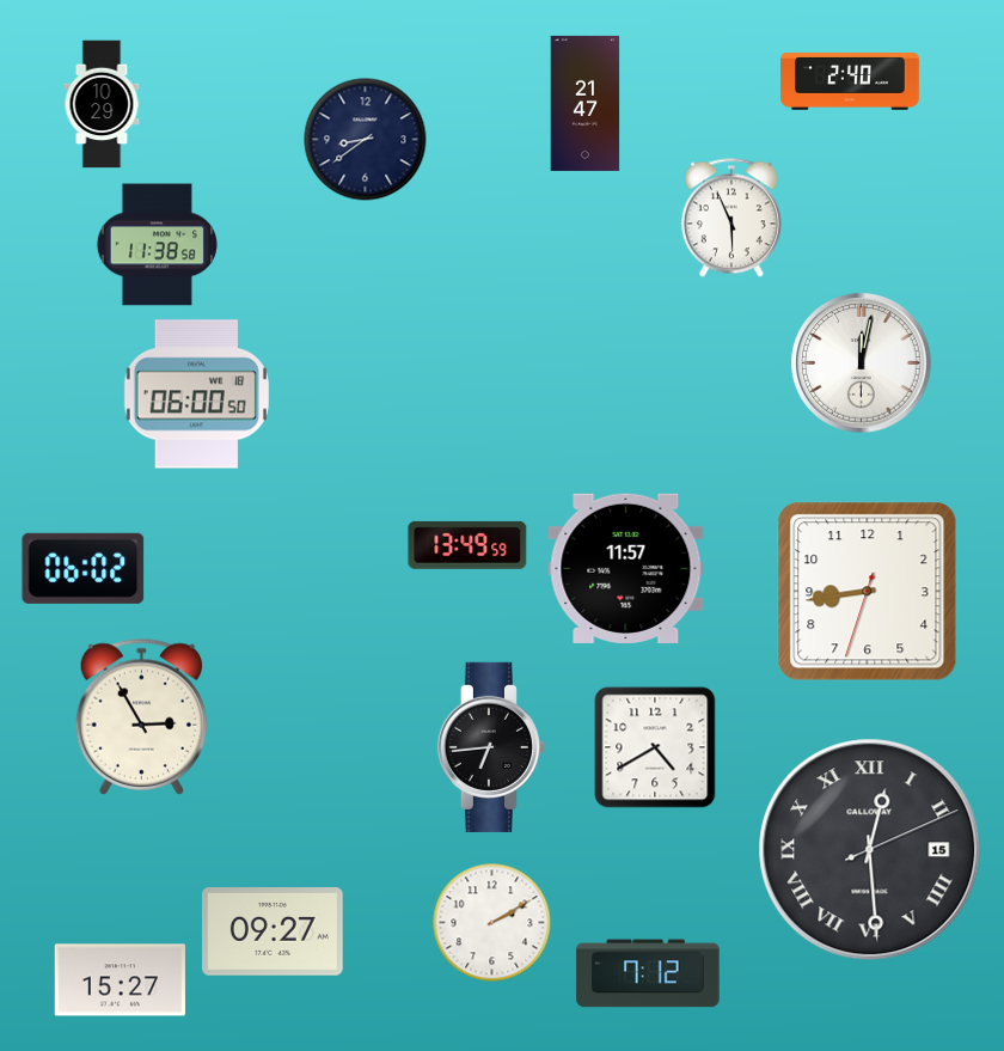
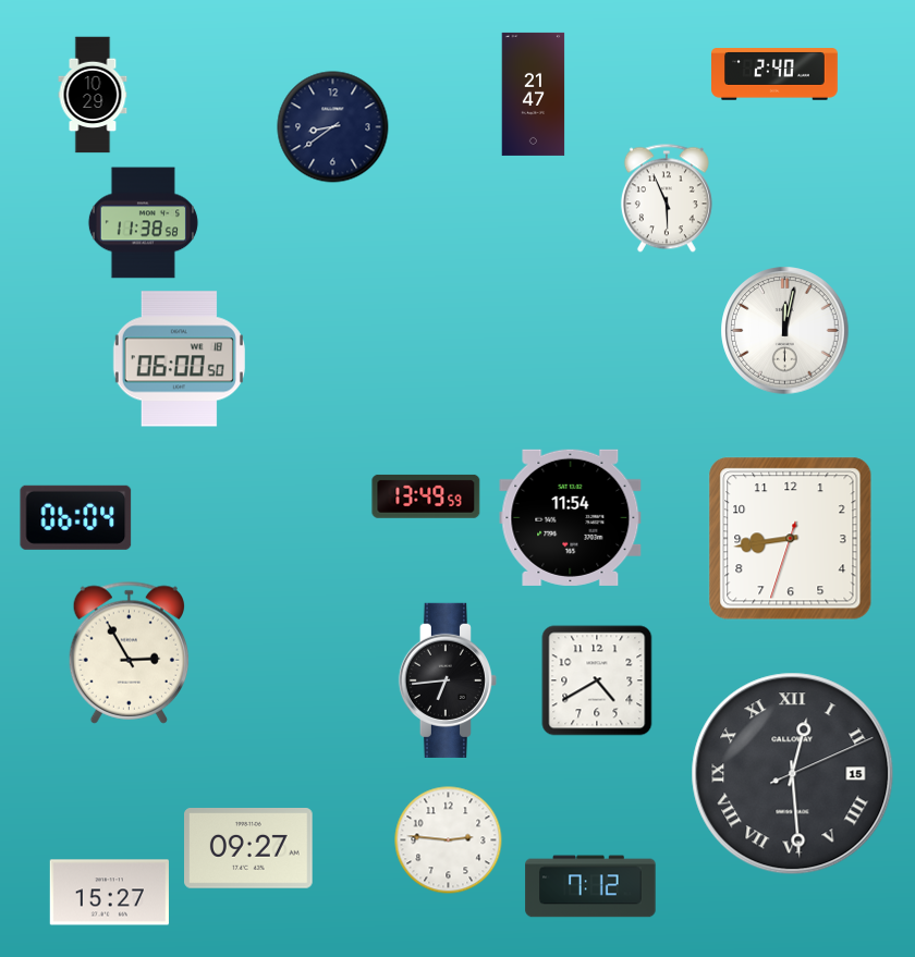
clock at (84, 568): 06:02 -> 06:04
clock at (626, 568): 11:57 -> 11:54
clock at (492, 923): 2:10 -> 2:46
